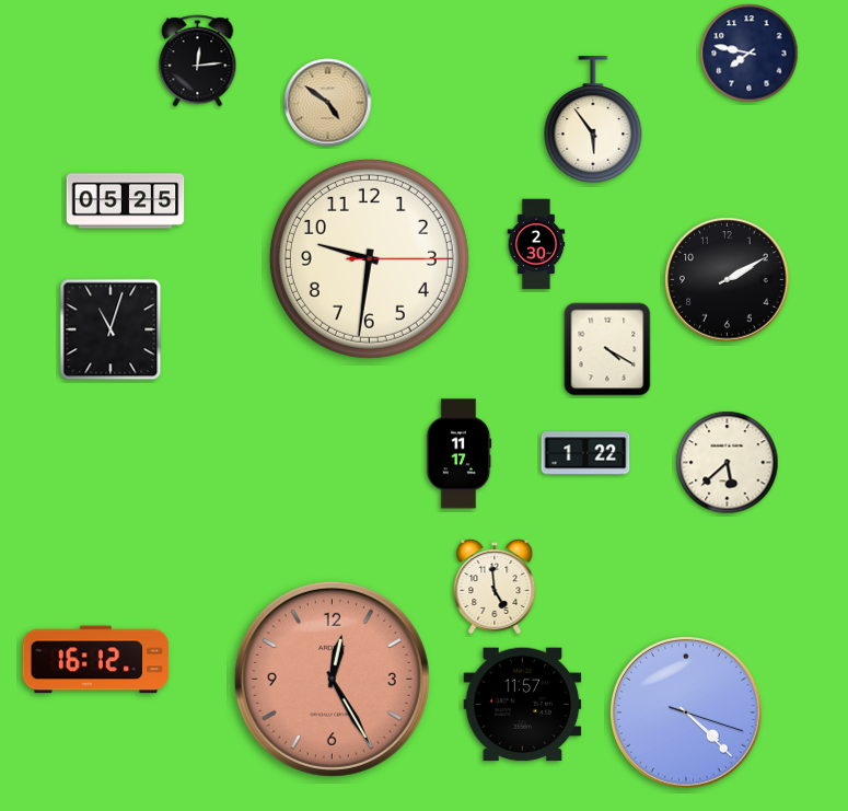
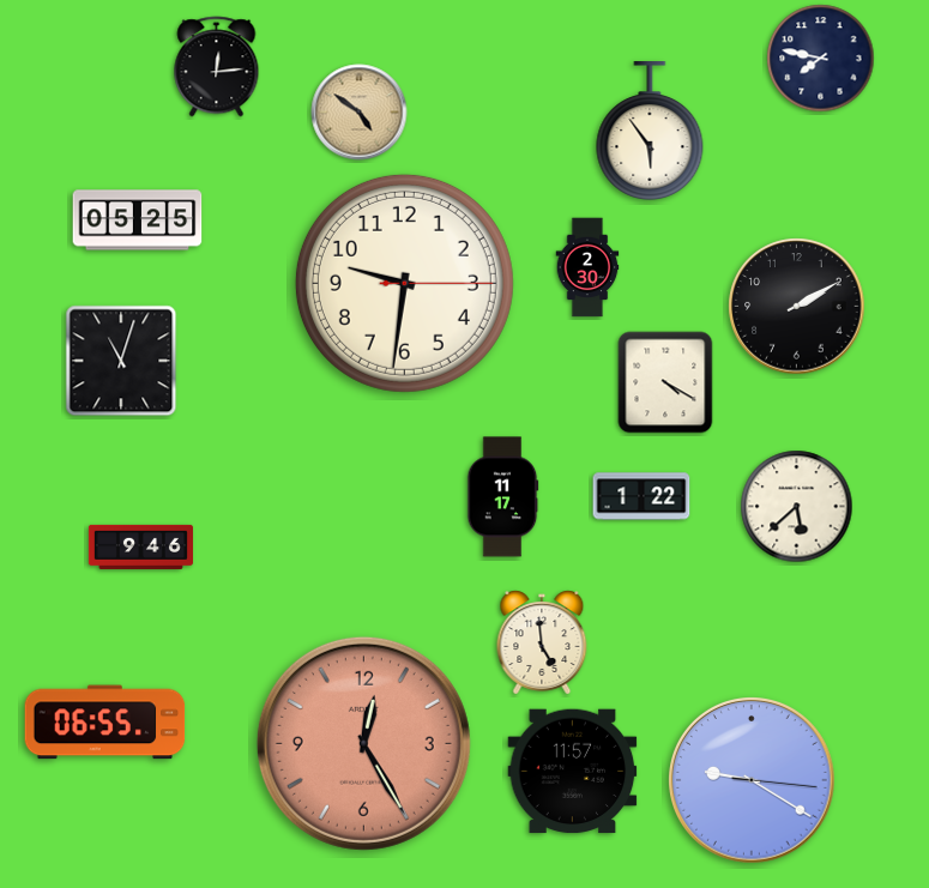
clock at (140, 546): none -> 9:46
clock at (96, 660): 16:12 -> 06:55
clock at (687, 714): 4:22 -> 9:20
